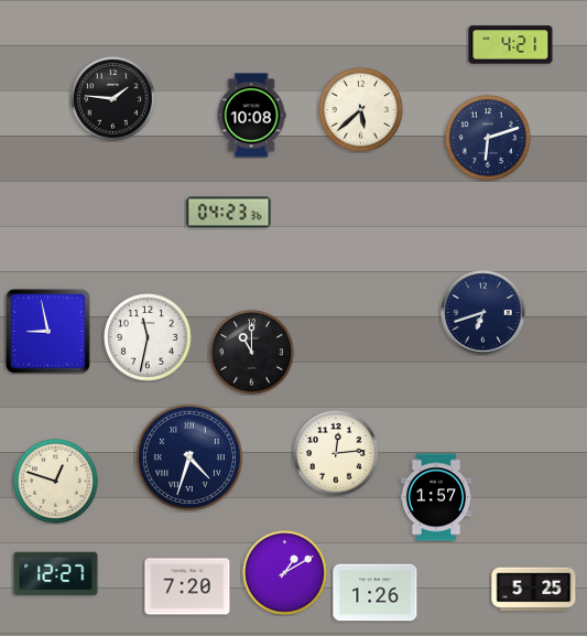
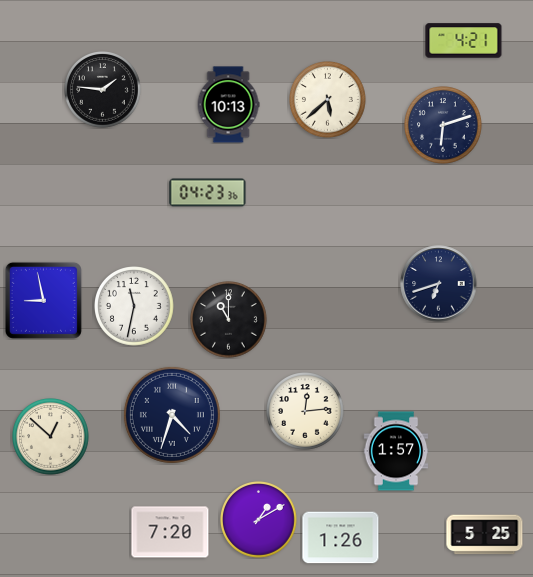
clock at (251, 116): 10:08 -> 10:13
clock at (56, 482): 12:48 -> 12:52
clock at (56, 574): 12:27 -> none
